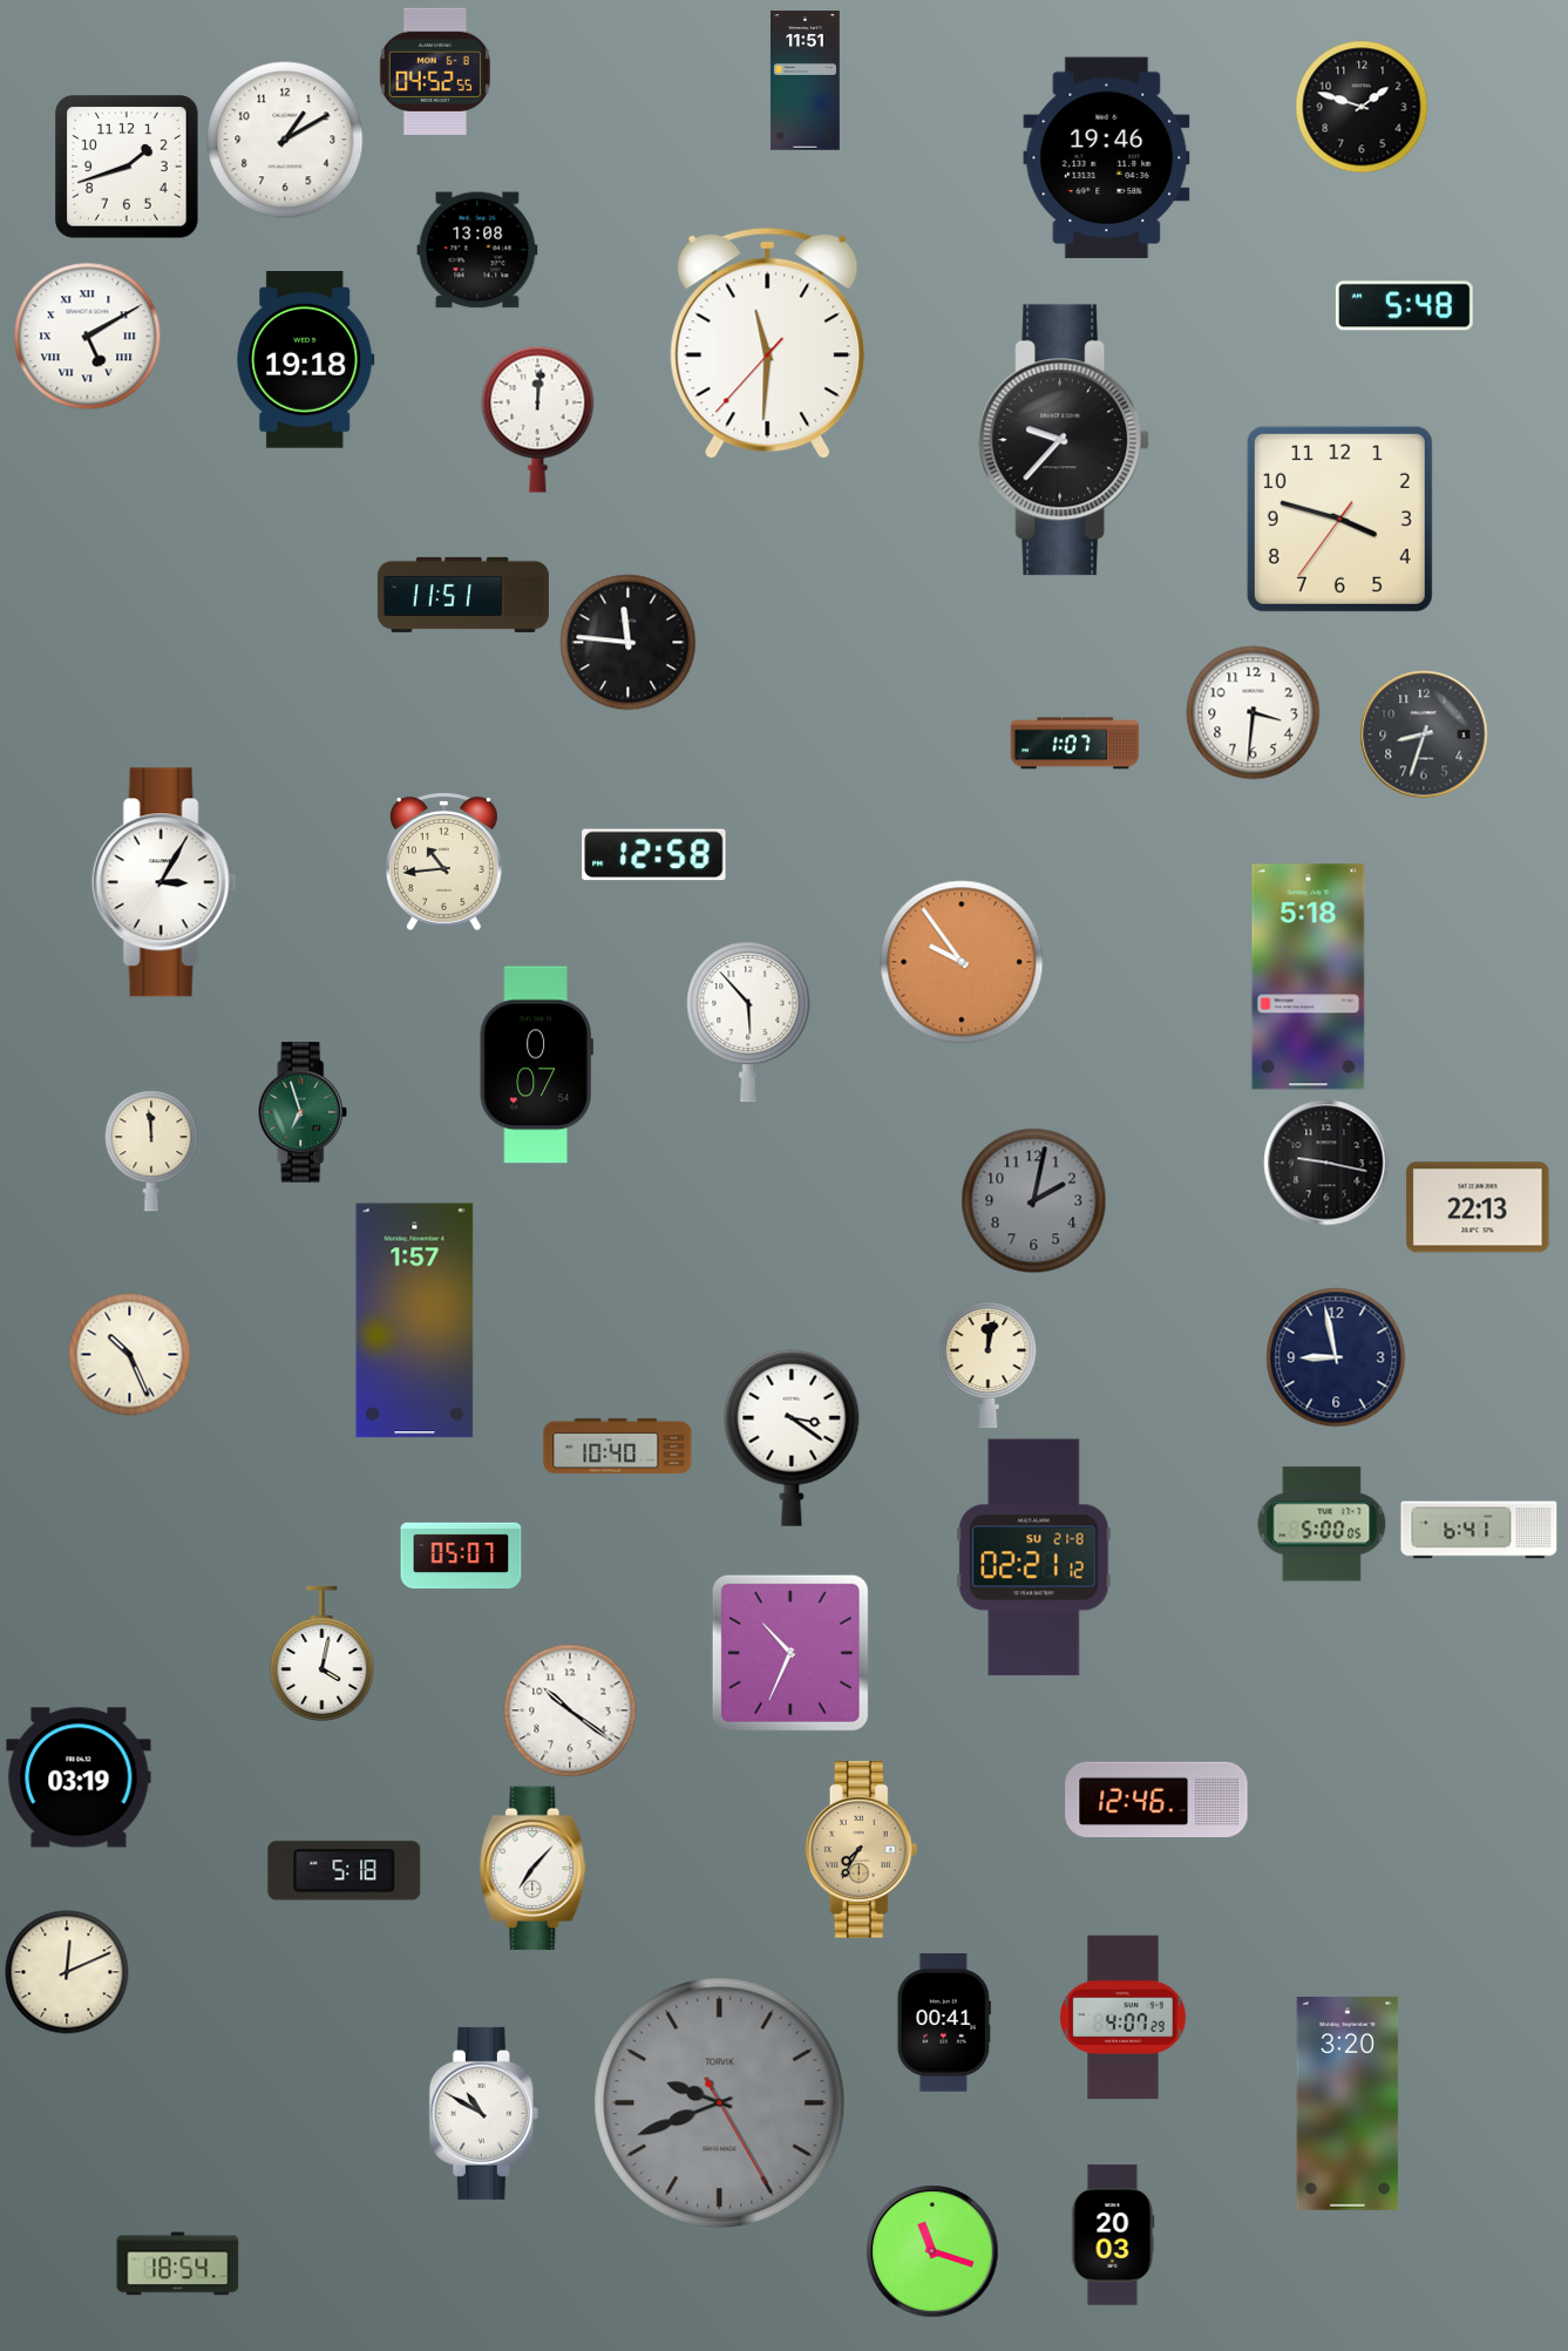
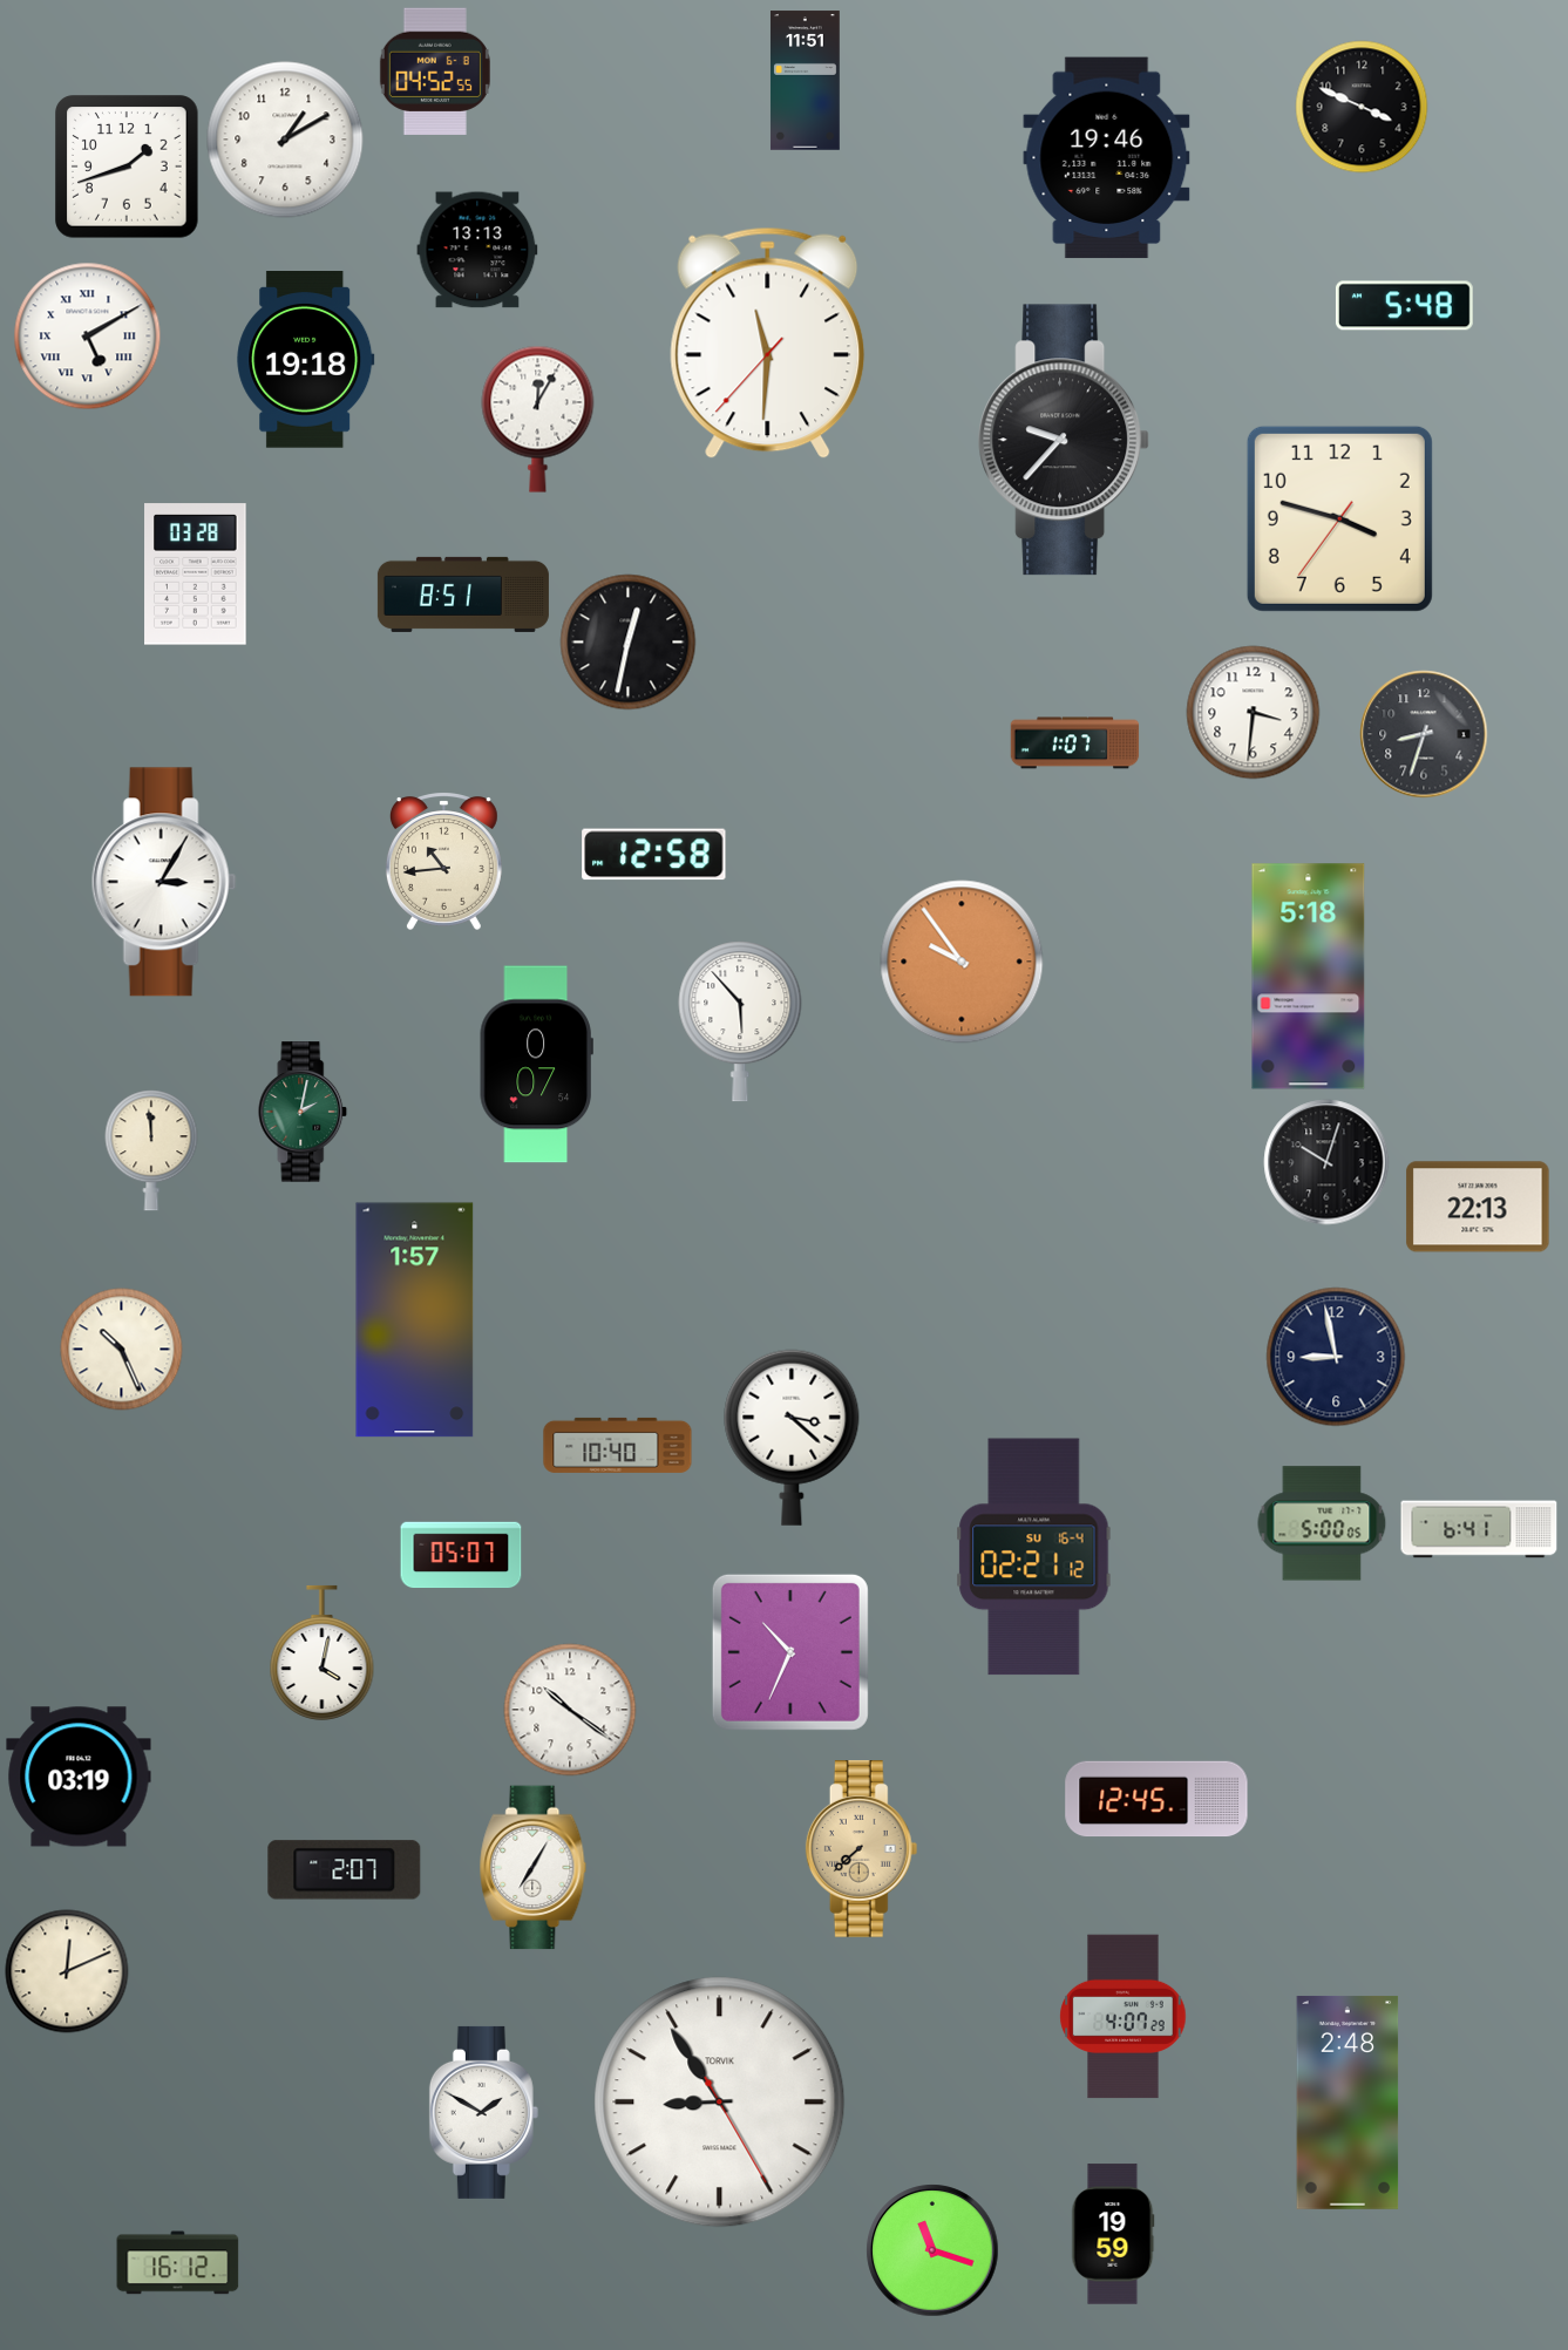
clock at (1362, 107): 1:48 -> 3:49
clock at (477, 250): 13:08 -> 13:13
clock at (538, 419): 12:01 -> 12:05
clock at (196, 575): none -> 03:28
clock at (463, 595): 11:51 -> 8:51
clock at (629, 643): 11:46 -> 12:32
clock at (748, 1022) position: (748, 1022) -> (740, 1021)
clock at (303, 1112): 6:57 -> 2:02
clock at (1326, 1163): 9:17 -> 10:03
clock at (1034, 1201): 2:02 -> none
clock at (130, 1355) position: (130, 1355) -> (122, 1350)
clock at (989, 1366): 12:02 -> none
clock at (792, 1438): 3:21 -> 3:22
clock at (1034, 1558) date: SU 21-8 -> SU 16-4
clock at (1156, 1800): 12:46 -> 12:45
clock at (862, 1850): 7:35 -> 7:38
clock at (534, 1869): 7:07 -> 7:05
clock at (345, 1871): 5:18 -> 2:07
clock at (944, 2023): 00:41 -> none
clock at (720, 2103): 9:41 -> 8:54
clock at (720, 2103) dial: grey -> white
clock at (1348, 2103): 3:20 -> 2:48
clock at (483, 2113): 10:50 -> 1:50
clock at (1113, 2235): 20:03 -> 19:59
clock at (178, 2264): 18:54 -> 16:12
